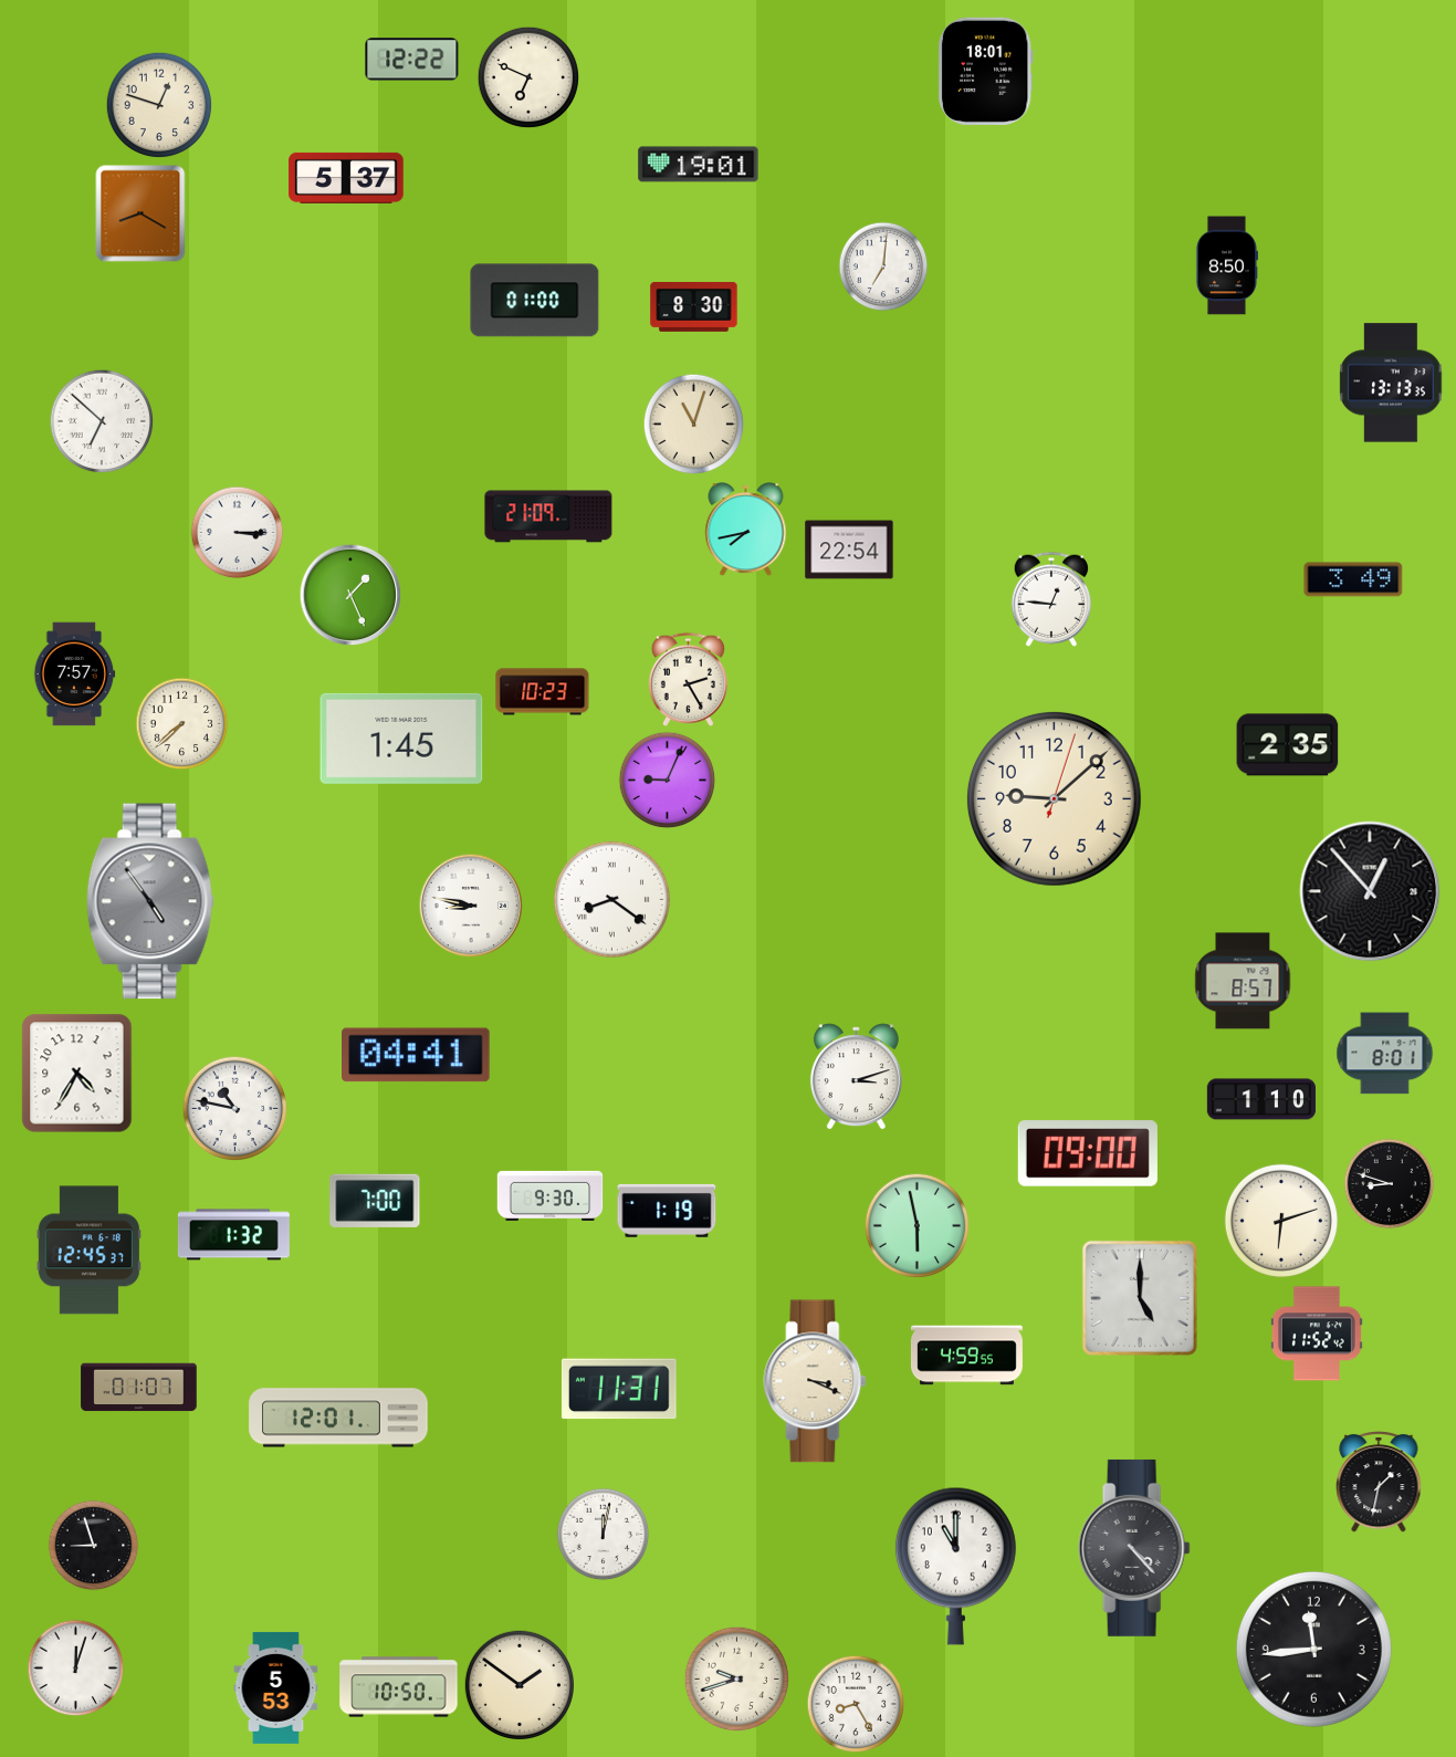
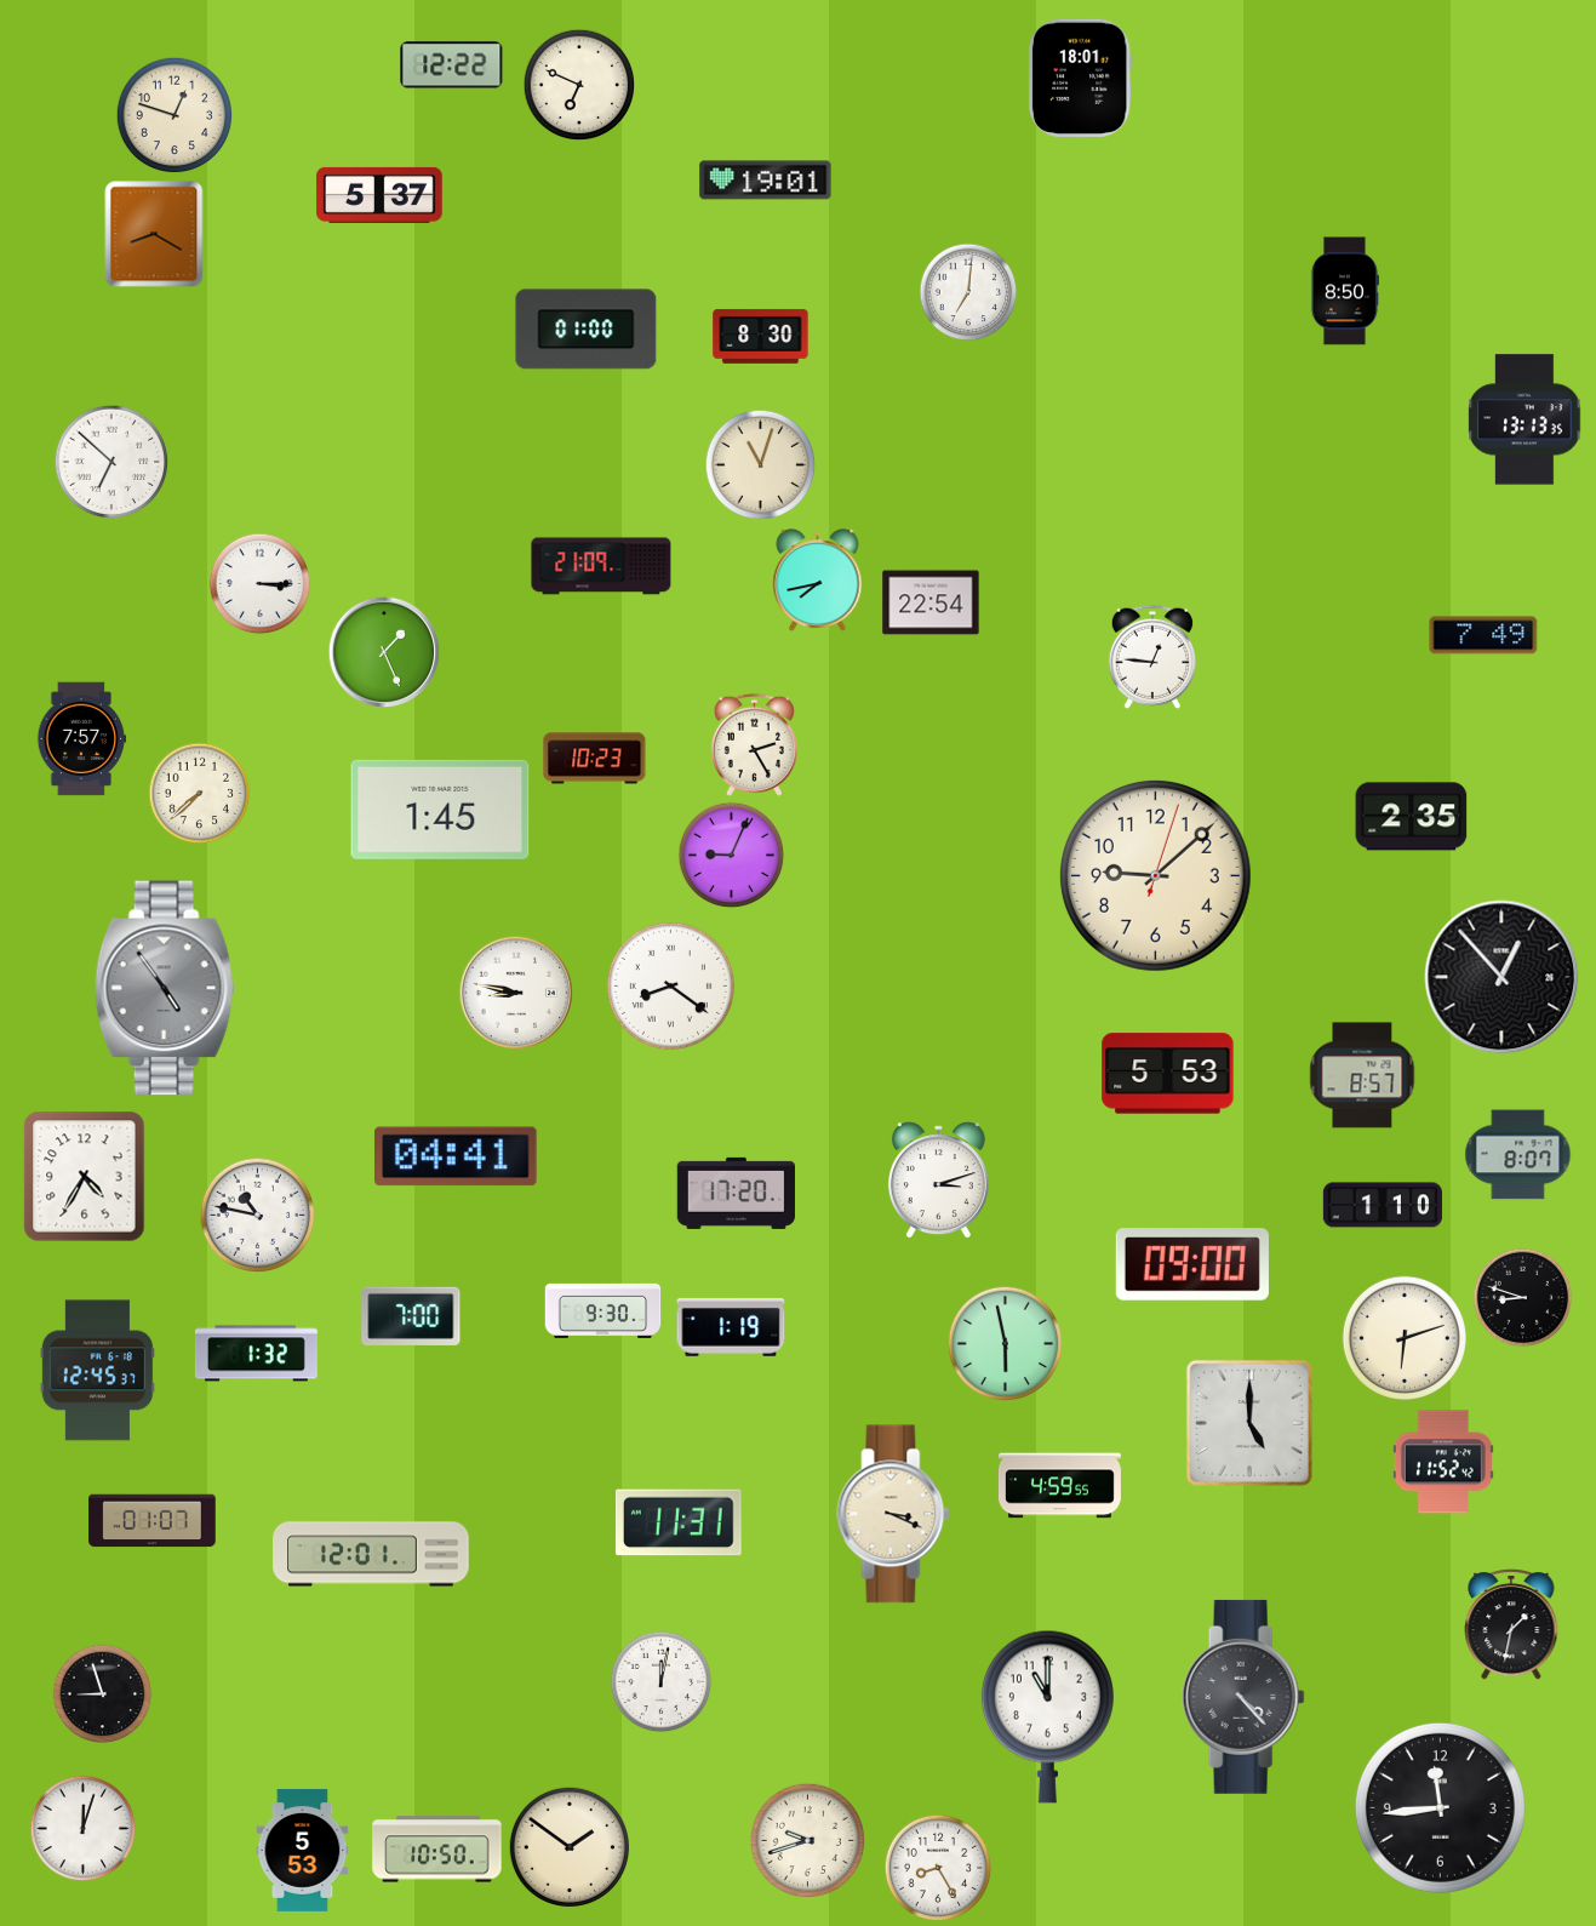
clock at (1353, 579): 3:49 -> 7:49
clock at (1168, 1074): none -> 5:53
clock at (1385, 1054): 8:01 -> 8:07
clock at (736, 1193): none -> 17:20
